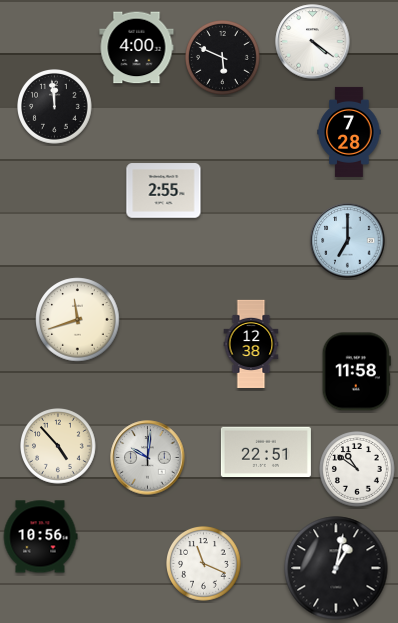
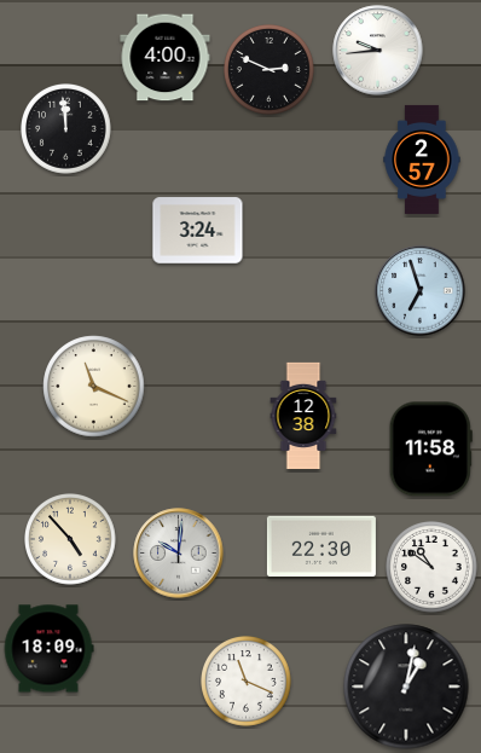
clock at (313, 42): 4:21 -> 9:44
clock at (223, 58): 5:49 -> 2:49
clock at (349, 132): 7:28 -> 2:57
clock at (164, 191): 2:55 -> 3:24
clock at (348, 241): 7:00 -> 6:57
clock at (78, 320): 11:42 -> 11:19
clock at (266, 451): 22:51 -> 22:30
clock at (40, 537): 10:56 -> 18:09
